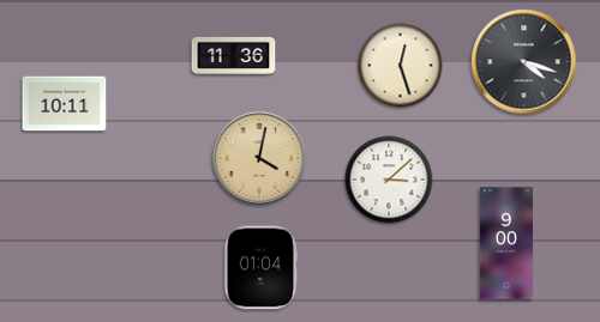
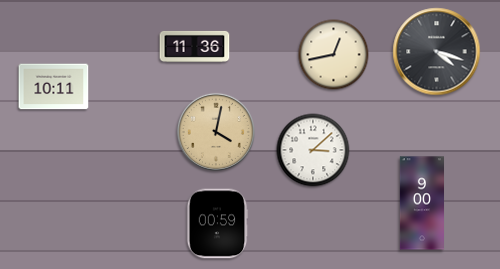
clock at (401, 66): 12:27 -> 12:43
clock at (389, 180) position: (389, 180) -> (313, 150)
clock at (260, 268): 01:04 -> 00:59
